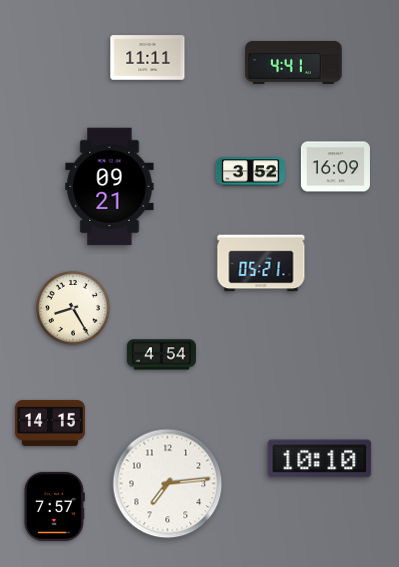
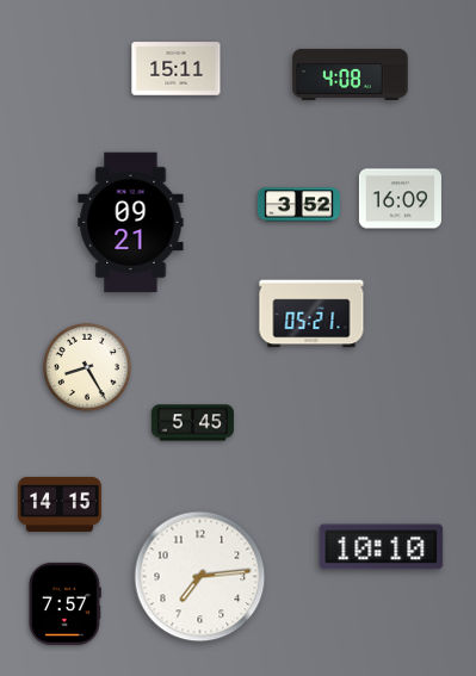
clock at (148, 58): 11:11 -> 15:11
clock at (294, 62): 4:41 -> 4:08
clock at (161, 355): 4:54 -> 5:45
